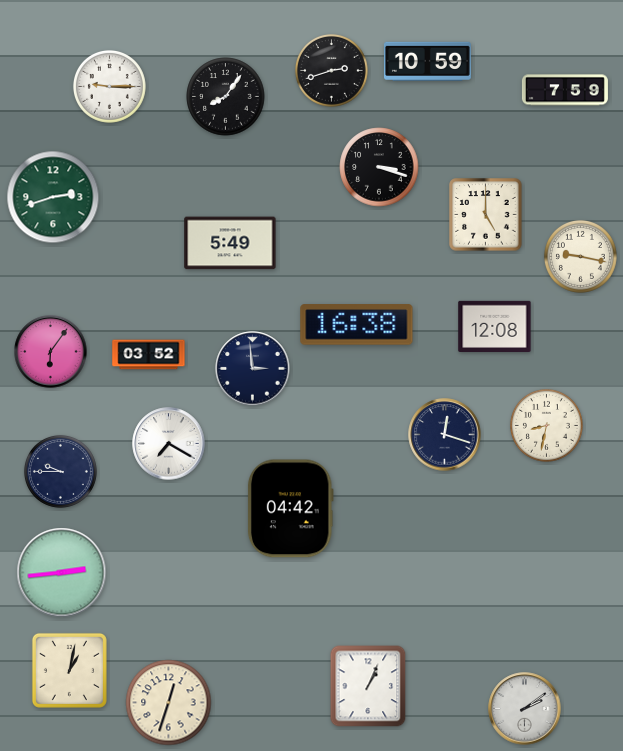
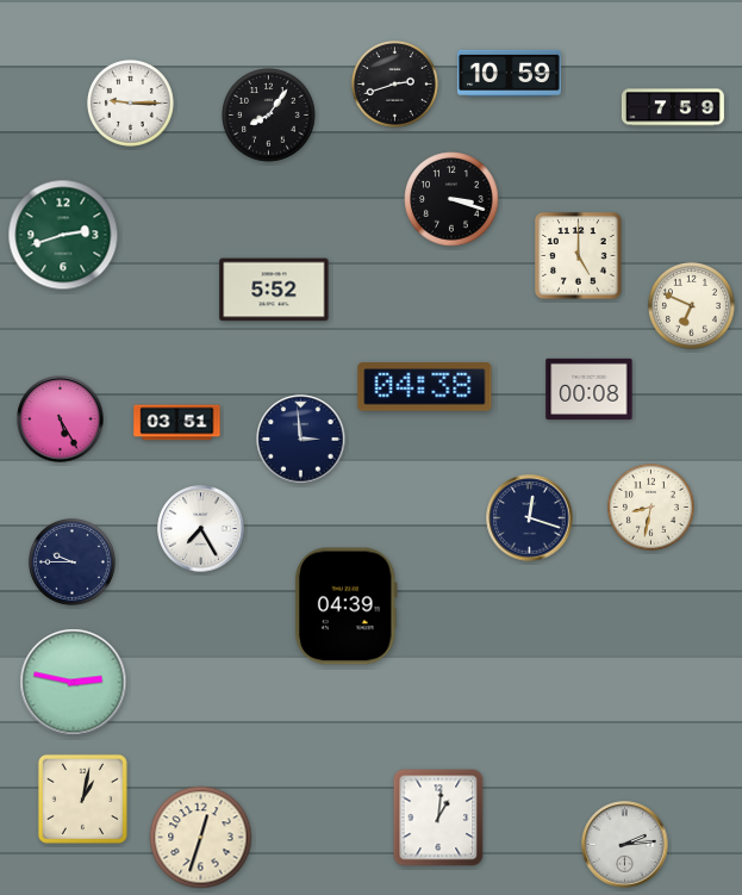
clock at (230, 243): 5:49 -> 5:52
clock at (580, 256): 9:17 -> 6:49
clock at (357, 325): 16:38 -> 04:38
clock at (495, 326): 12:08 -> 00:08
clock at (51, 352): 6:06 -> 5:25
clock at (149, 355): 03:52 -> 03:51
clock at (169, 444): 7:20 -> 7:25
clock at (290, 509): 04:42 -> 04:39
clock at (62, 573): 2:44 -> 2:47
clock at (368, 686): 1:04 -> 1:01
clock at (525, 709): 2:09 -> 2:14
